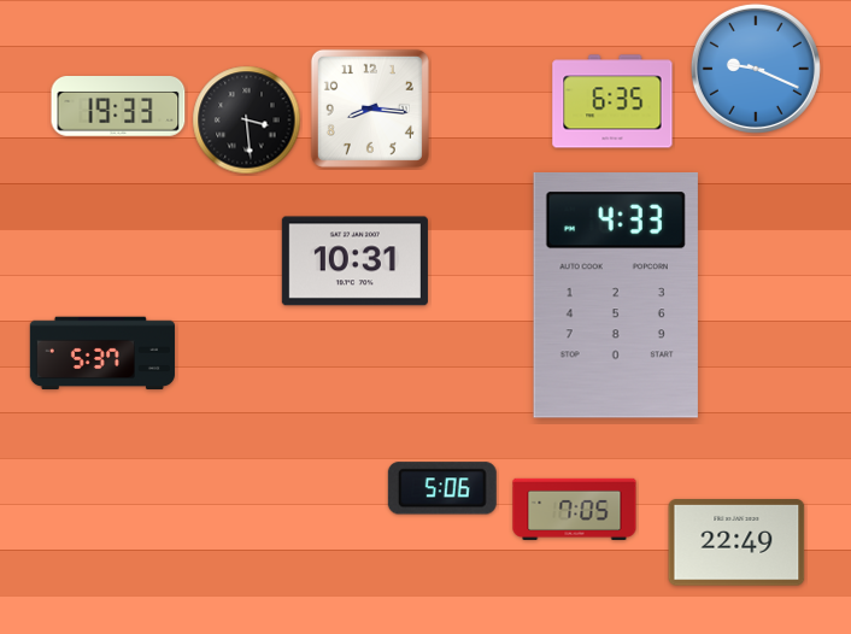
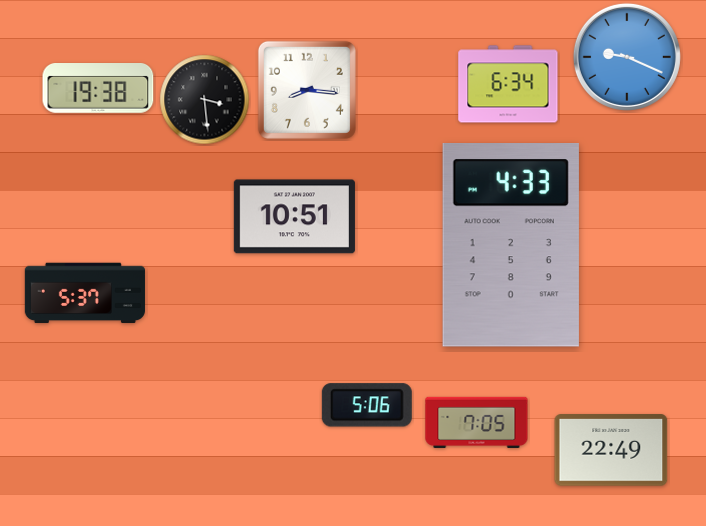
clock at (612, 101): 6:35 -> 6:34
clock at (118, 107): 19:33 -> 19:38
clock at (354, 262): 10:31 -> 10:51
